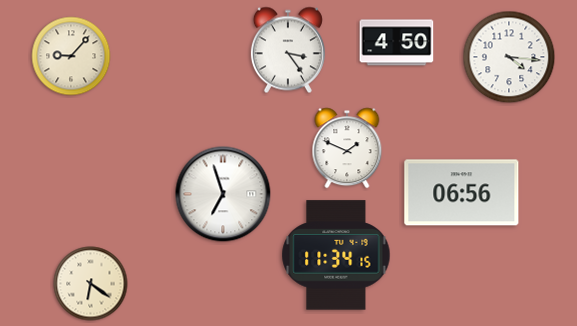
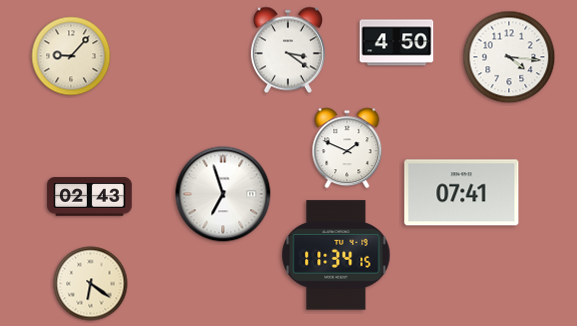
clock at (288, 50): 3:24 -> 3:21
clock at (462, 193): 06:56 -> 07:41
clock at (90, 197): none -> 02:43
